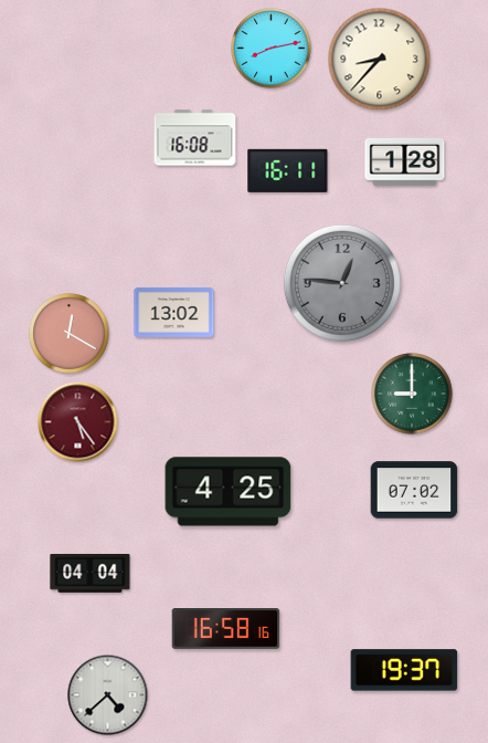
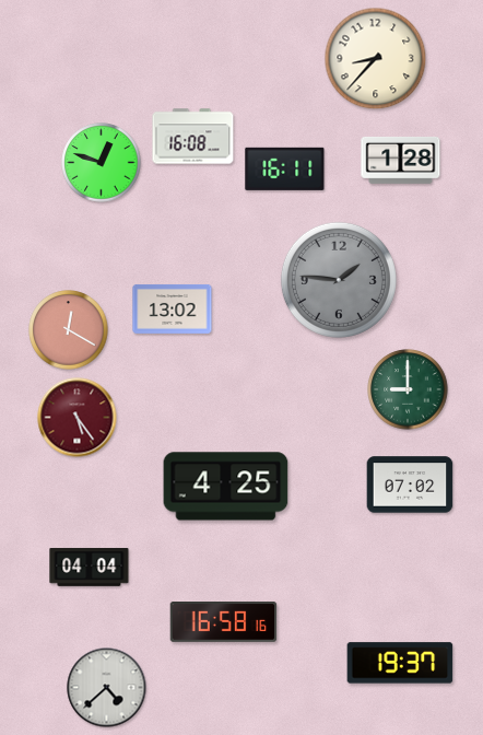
clock at (272, 49): 8:13 -> none
clock at (102, 163): none -> 12:48
clock at (342, 283): 12:46 -> 1:46
